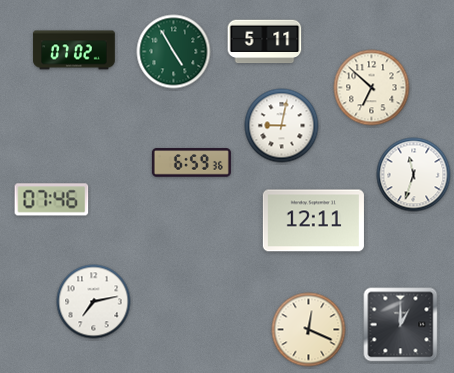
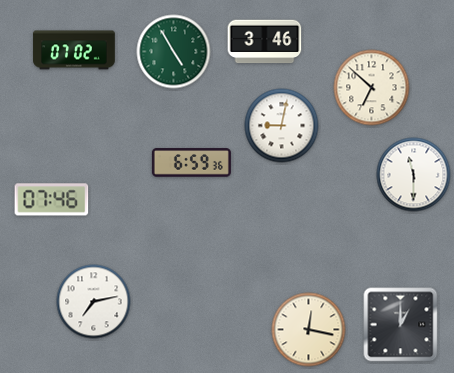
clock at (265, 42): 5:11 -> 3:46
clock at (414, 175): 11:33 -> 11:30
clock at (313, 221): 12:11 -> none
clock at (309, 330): 12:19 -> 12:17
